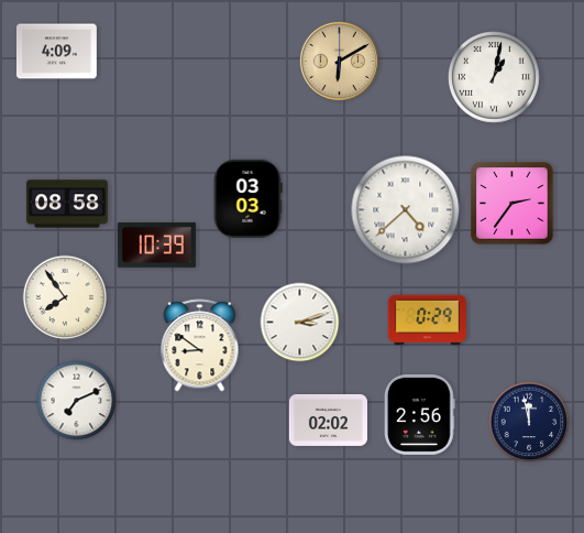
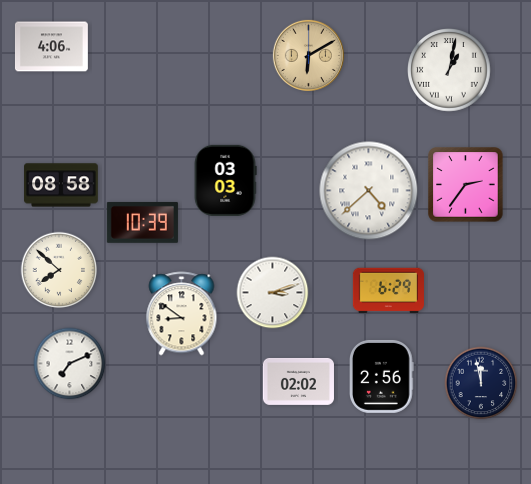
clock at (57, 52): 4:09 -> 4:06
clock at (65, 297): 7:54 -> 7:52
clock at (427, 320): 0:29 -> 6:29
